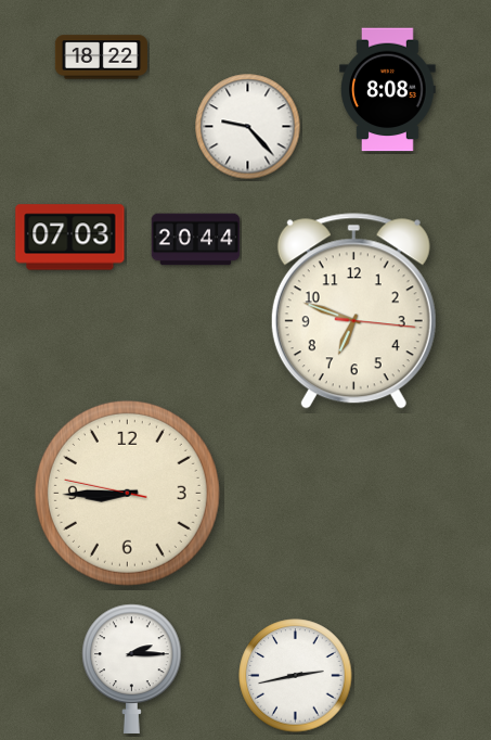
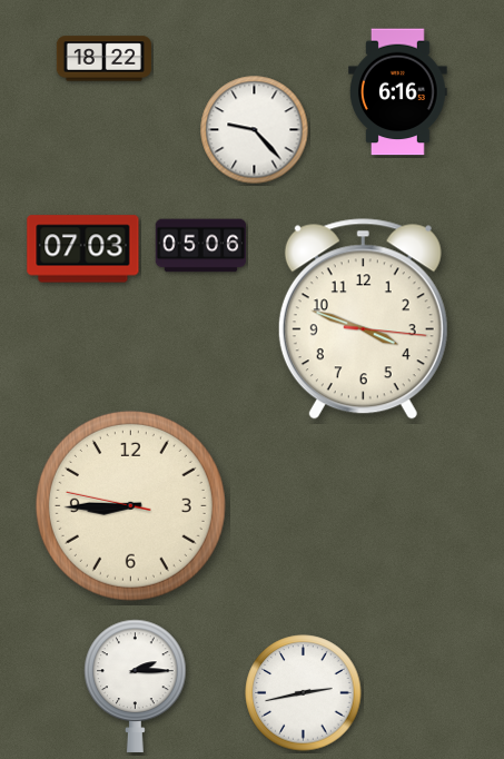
clock at (388, 90): 8:08 -> 6:16
clock at (70, 238) position: (70, 238) -> (83, 249)
clock at (196, 240): 20:44 -> 05:06
clock at (353, 311): 6:48 -> 3:48
